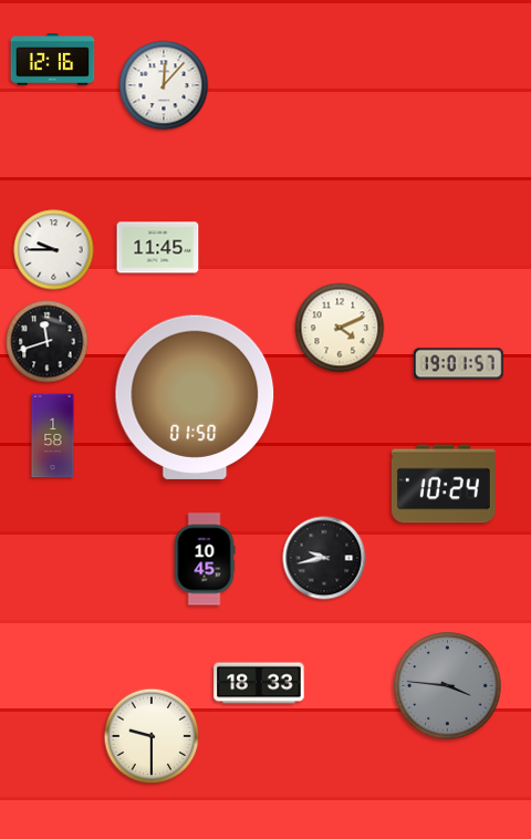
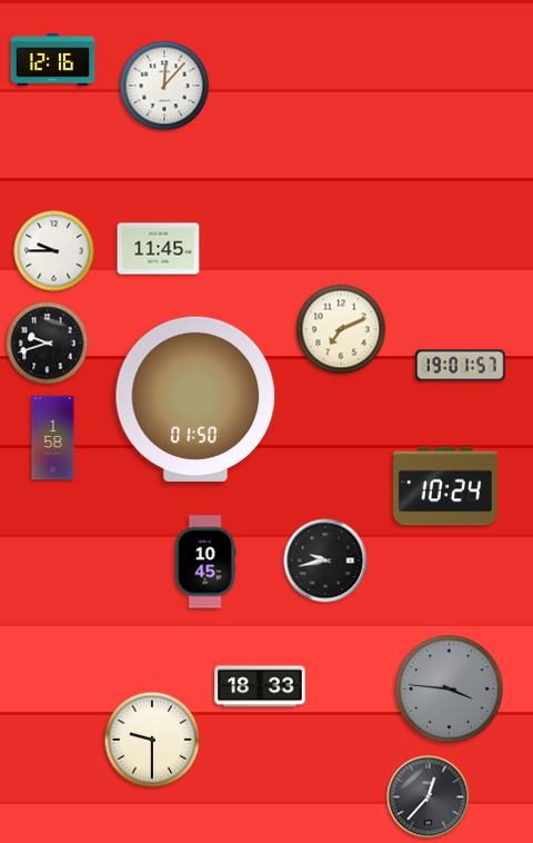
clock at (340, 328): 4:11 -> 7:11
clock at (48, 342): 11:42 -> 9:42
clock at (429, 797): none -> 12:37
